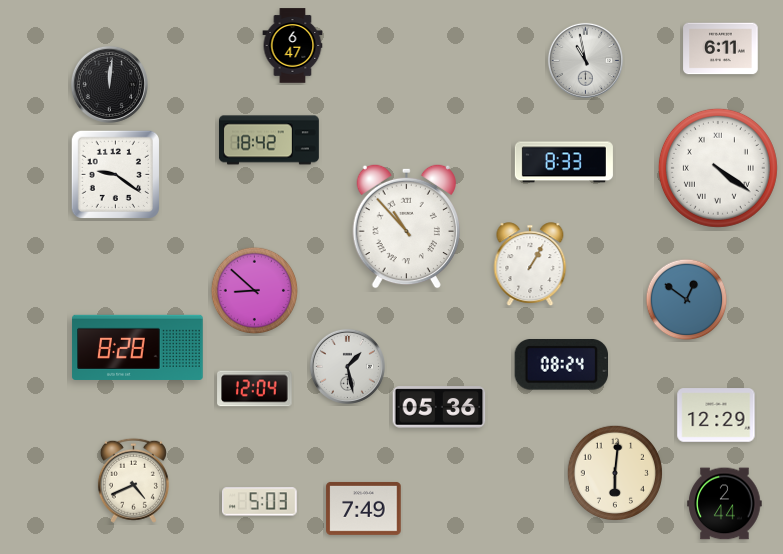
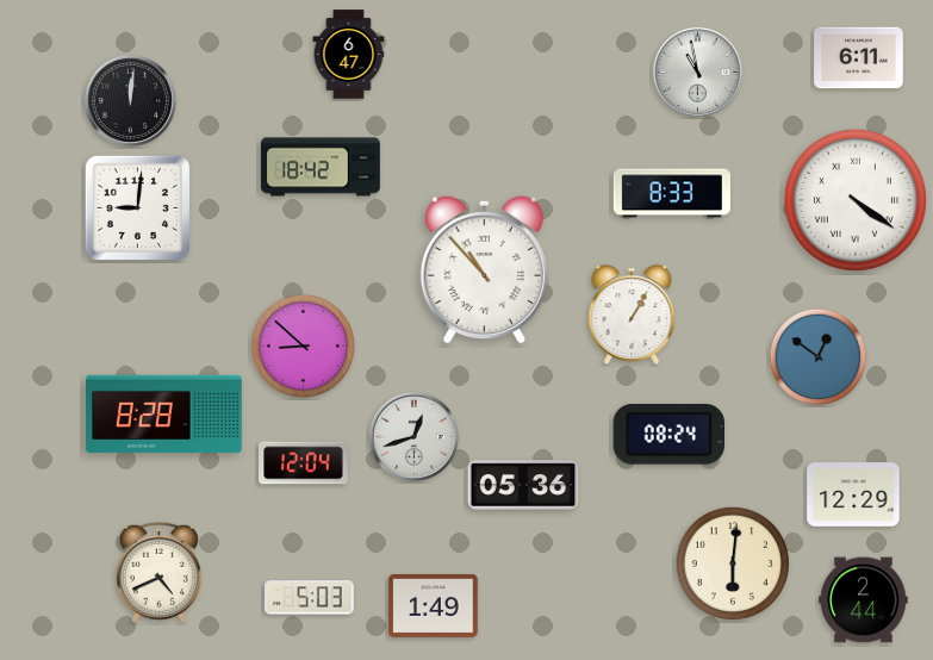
clock at (115, 174): 9:21 -> 9:01
clock at (347, 366): 1:28 -> 12:42
clock at (364, 508): 7:49 -> 1:49
